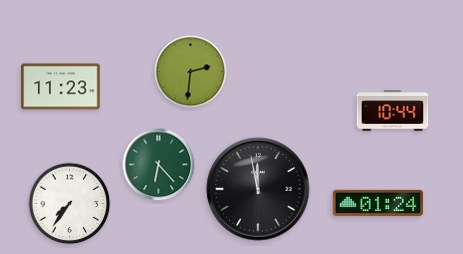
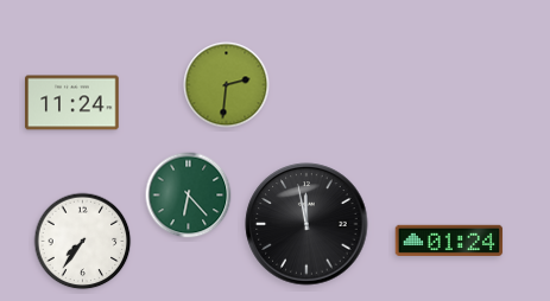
clock at (61, 87): 11:23 -> 11:24
clock at (393, 111): 10:44 -> none
